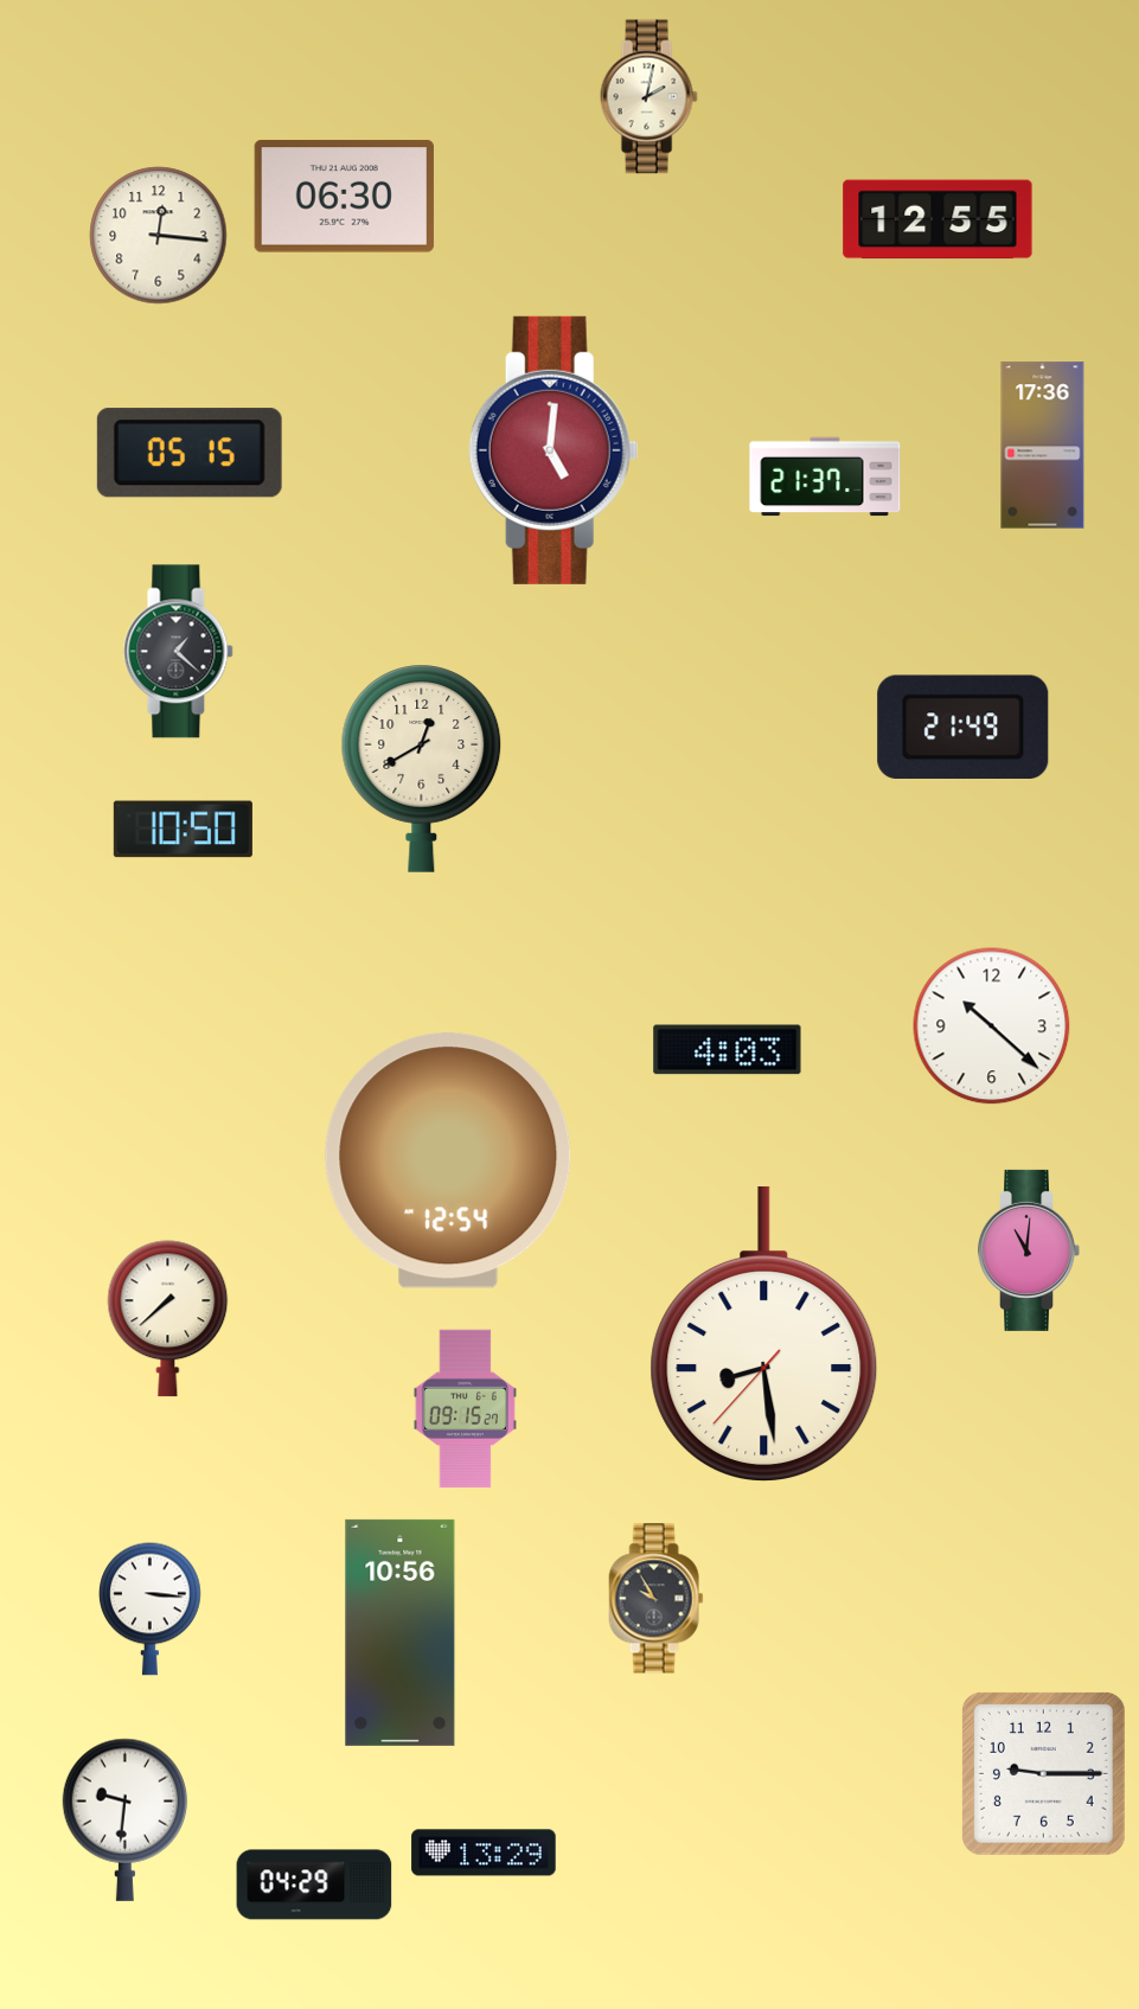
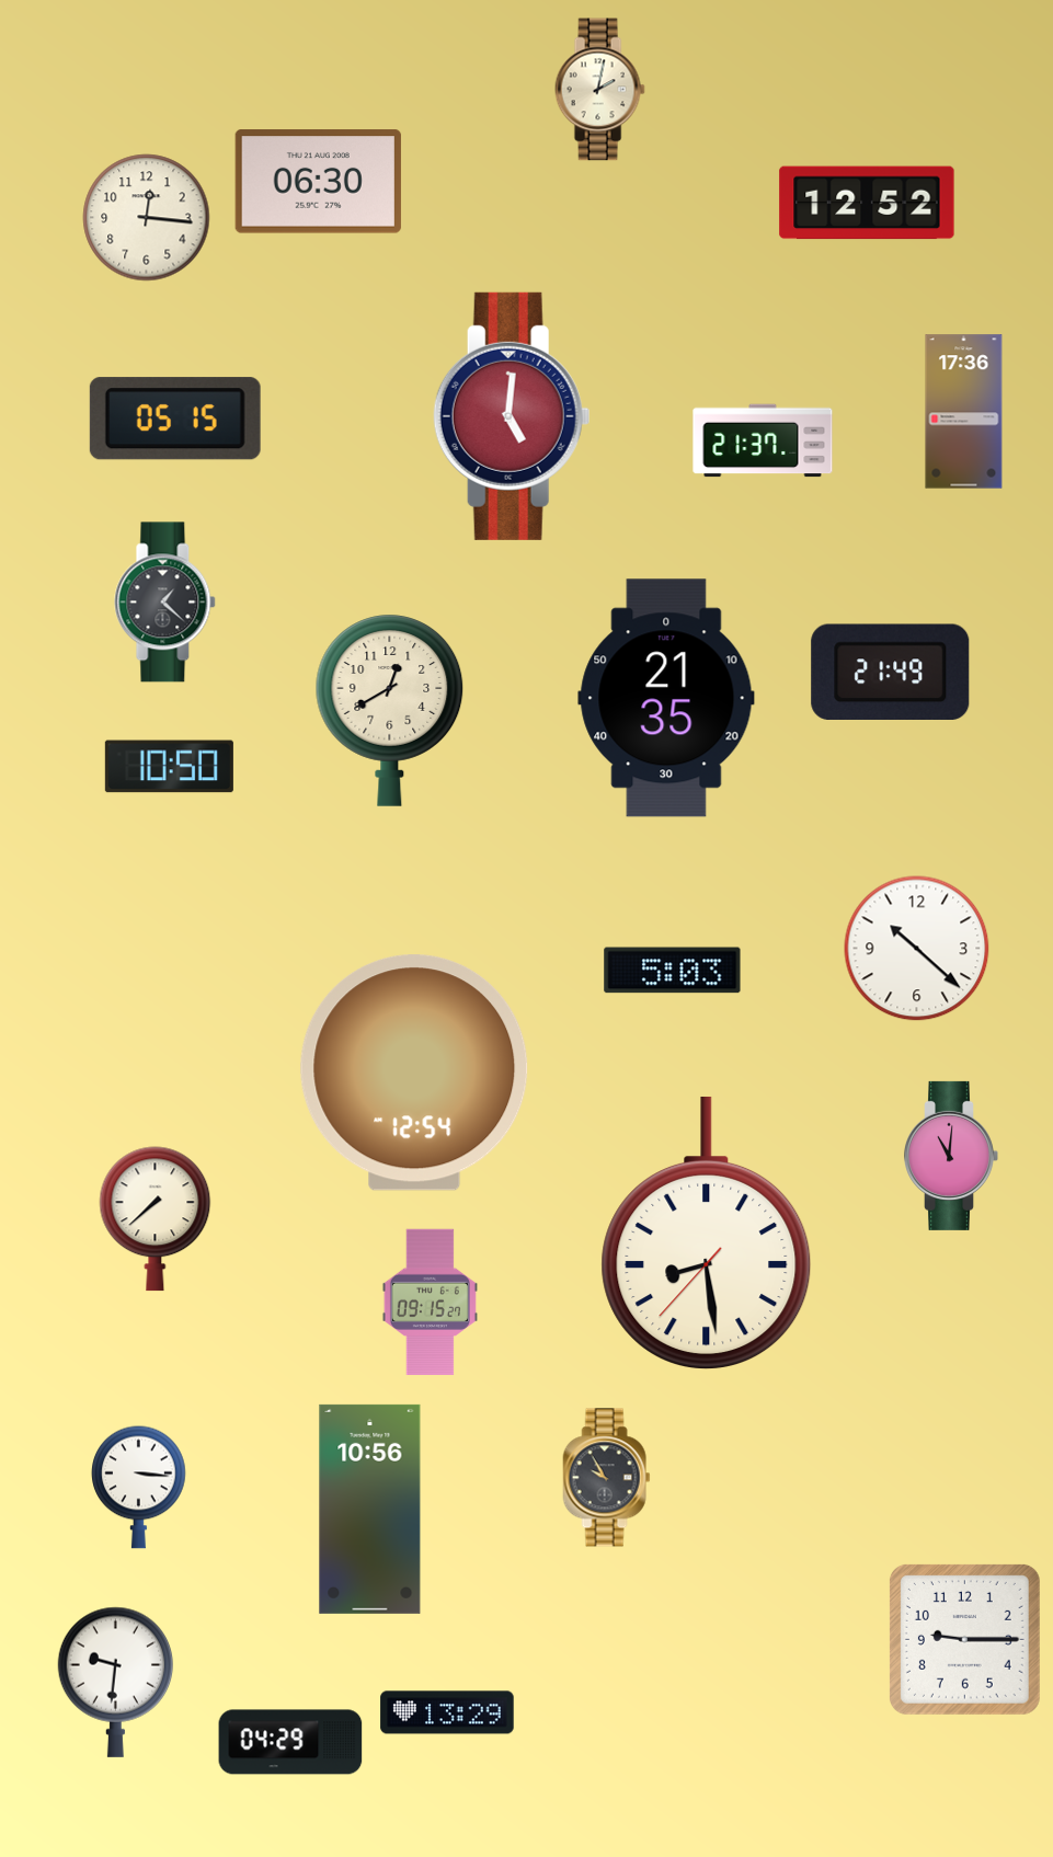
clock at (938, 219): 12:55 -> 12:52
clock at (666, 698): none -> 21:35
clock at (728, 1050): 4:03 -> 5:03
